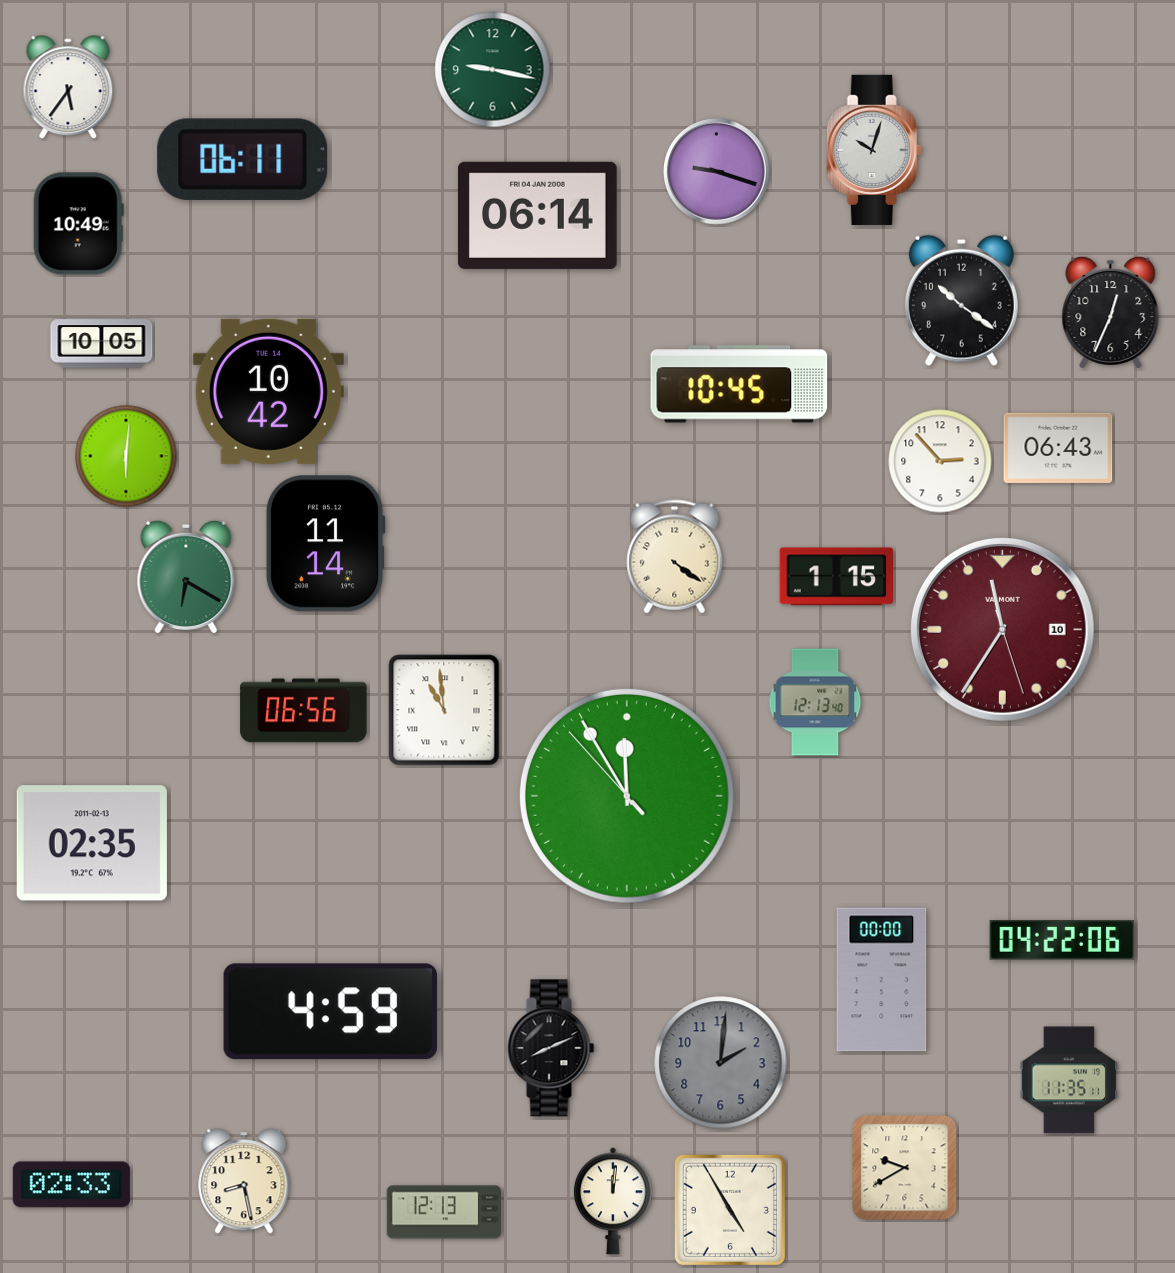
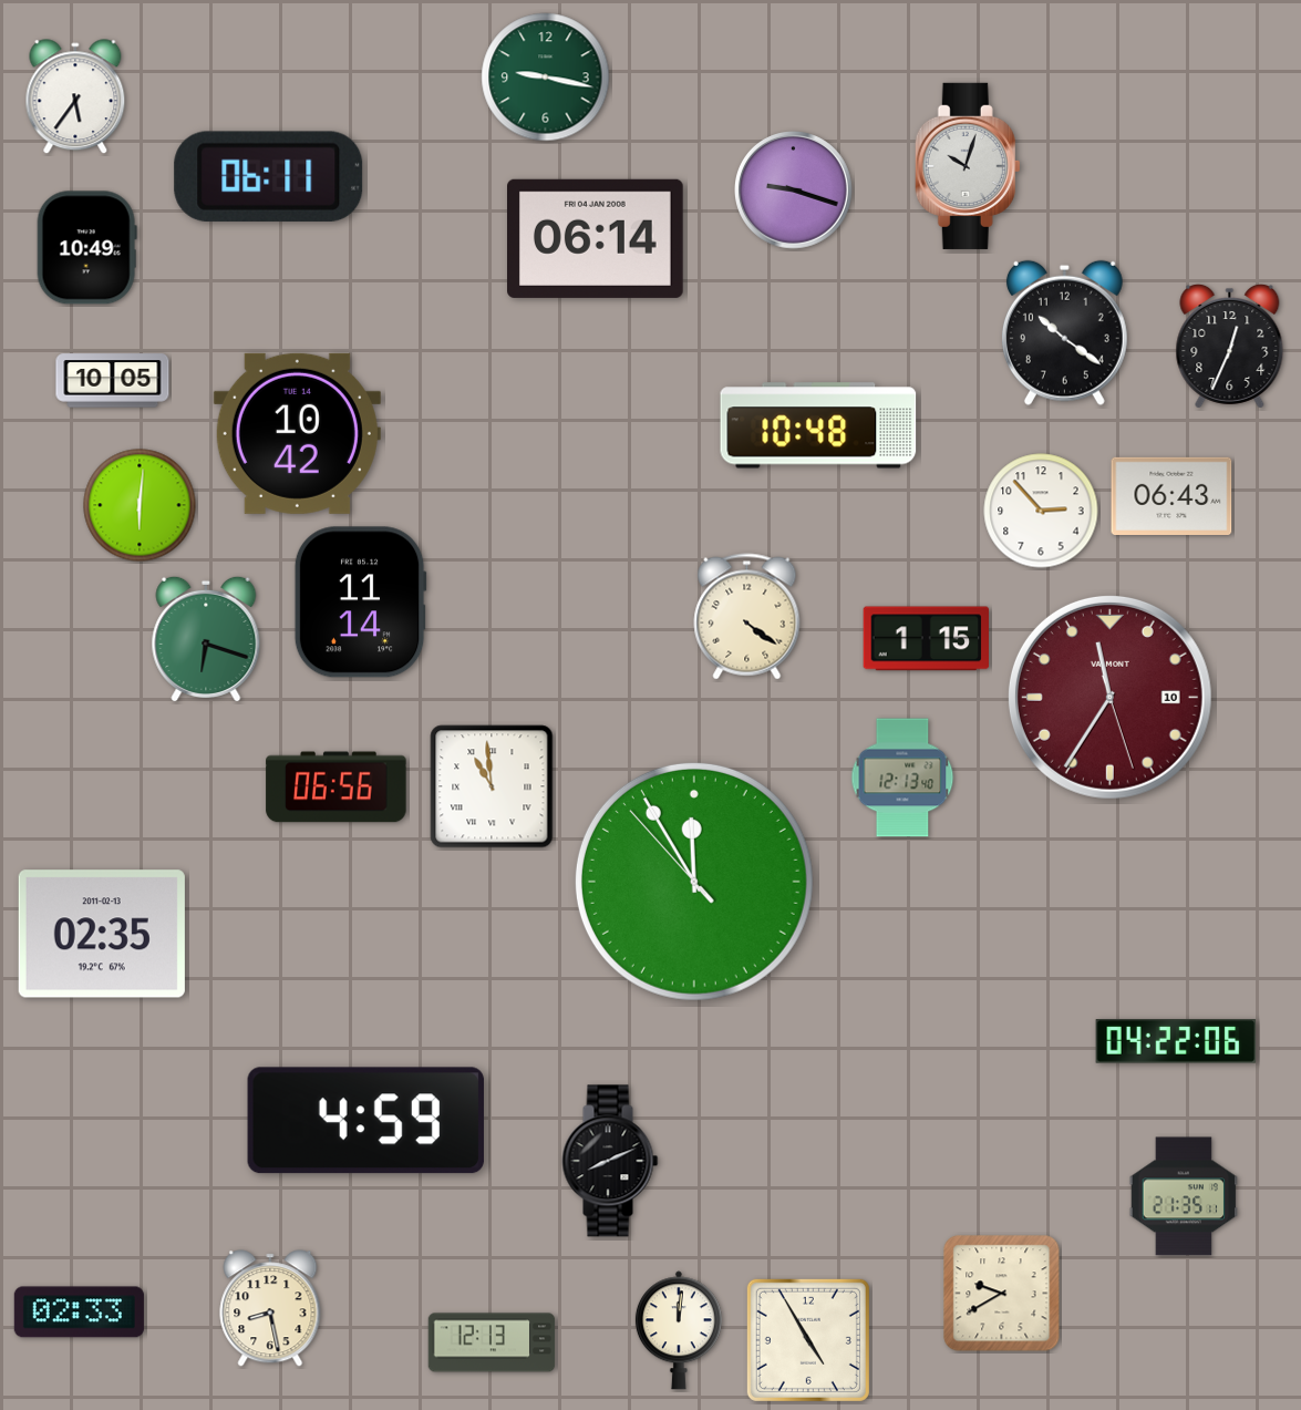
clock at (739, 384): 10:45 -> 10:48
clock at (186, 577): 6:20 -> 6:18
clock at (882, 980): 00:00 -> none
clock at (721, 1063): 2:01 -> none
clock at (1068, 1080): 11:35 -> 21:35
